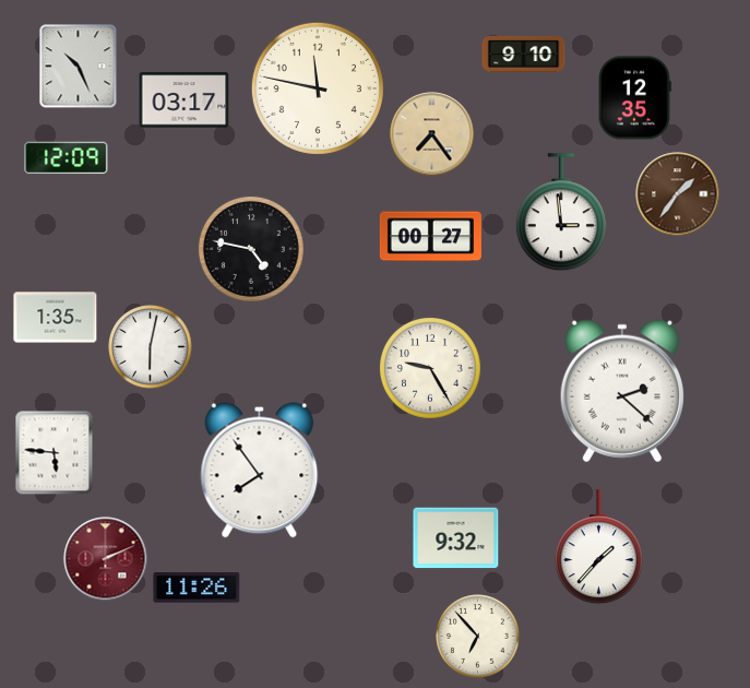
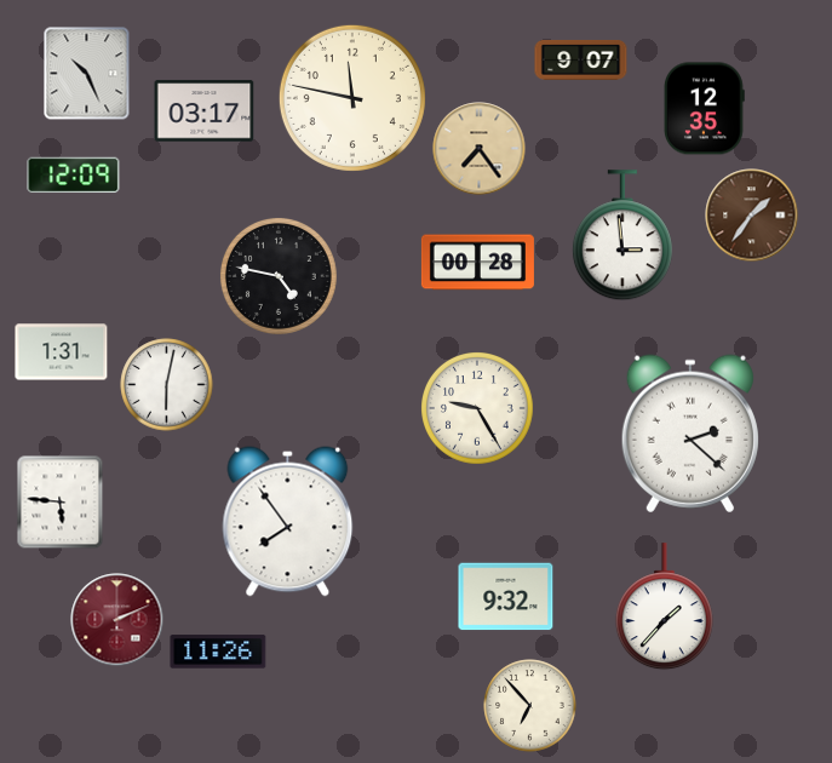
clock at (524, 54): 9:10 -> 9:07
clock at (430, 237): 00:27 -> 00:28
clock at (56, 318): 1:35 -> 1:31
